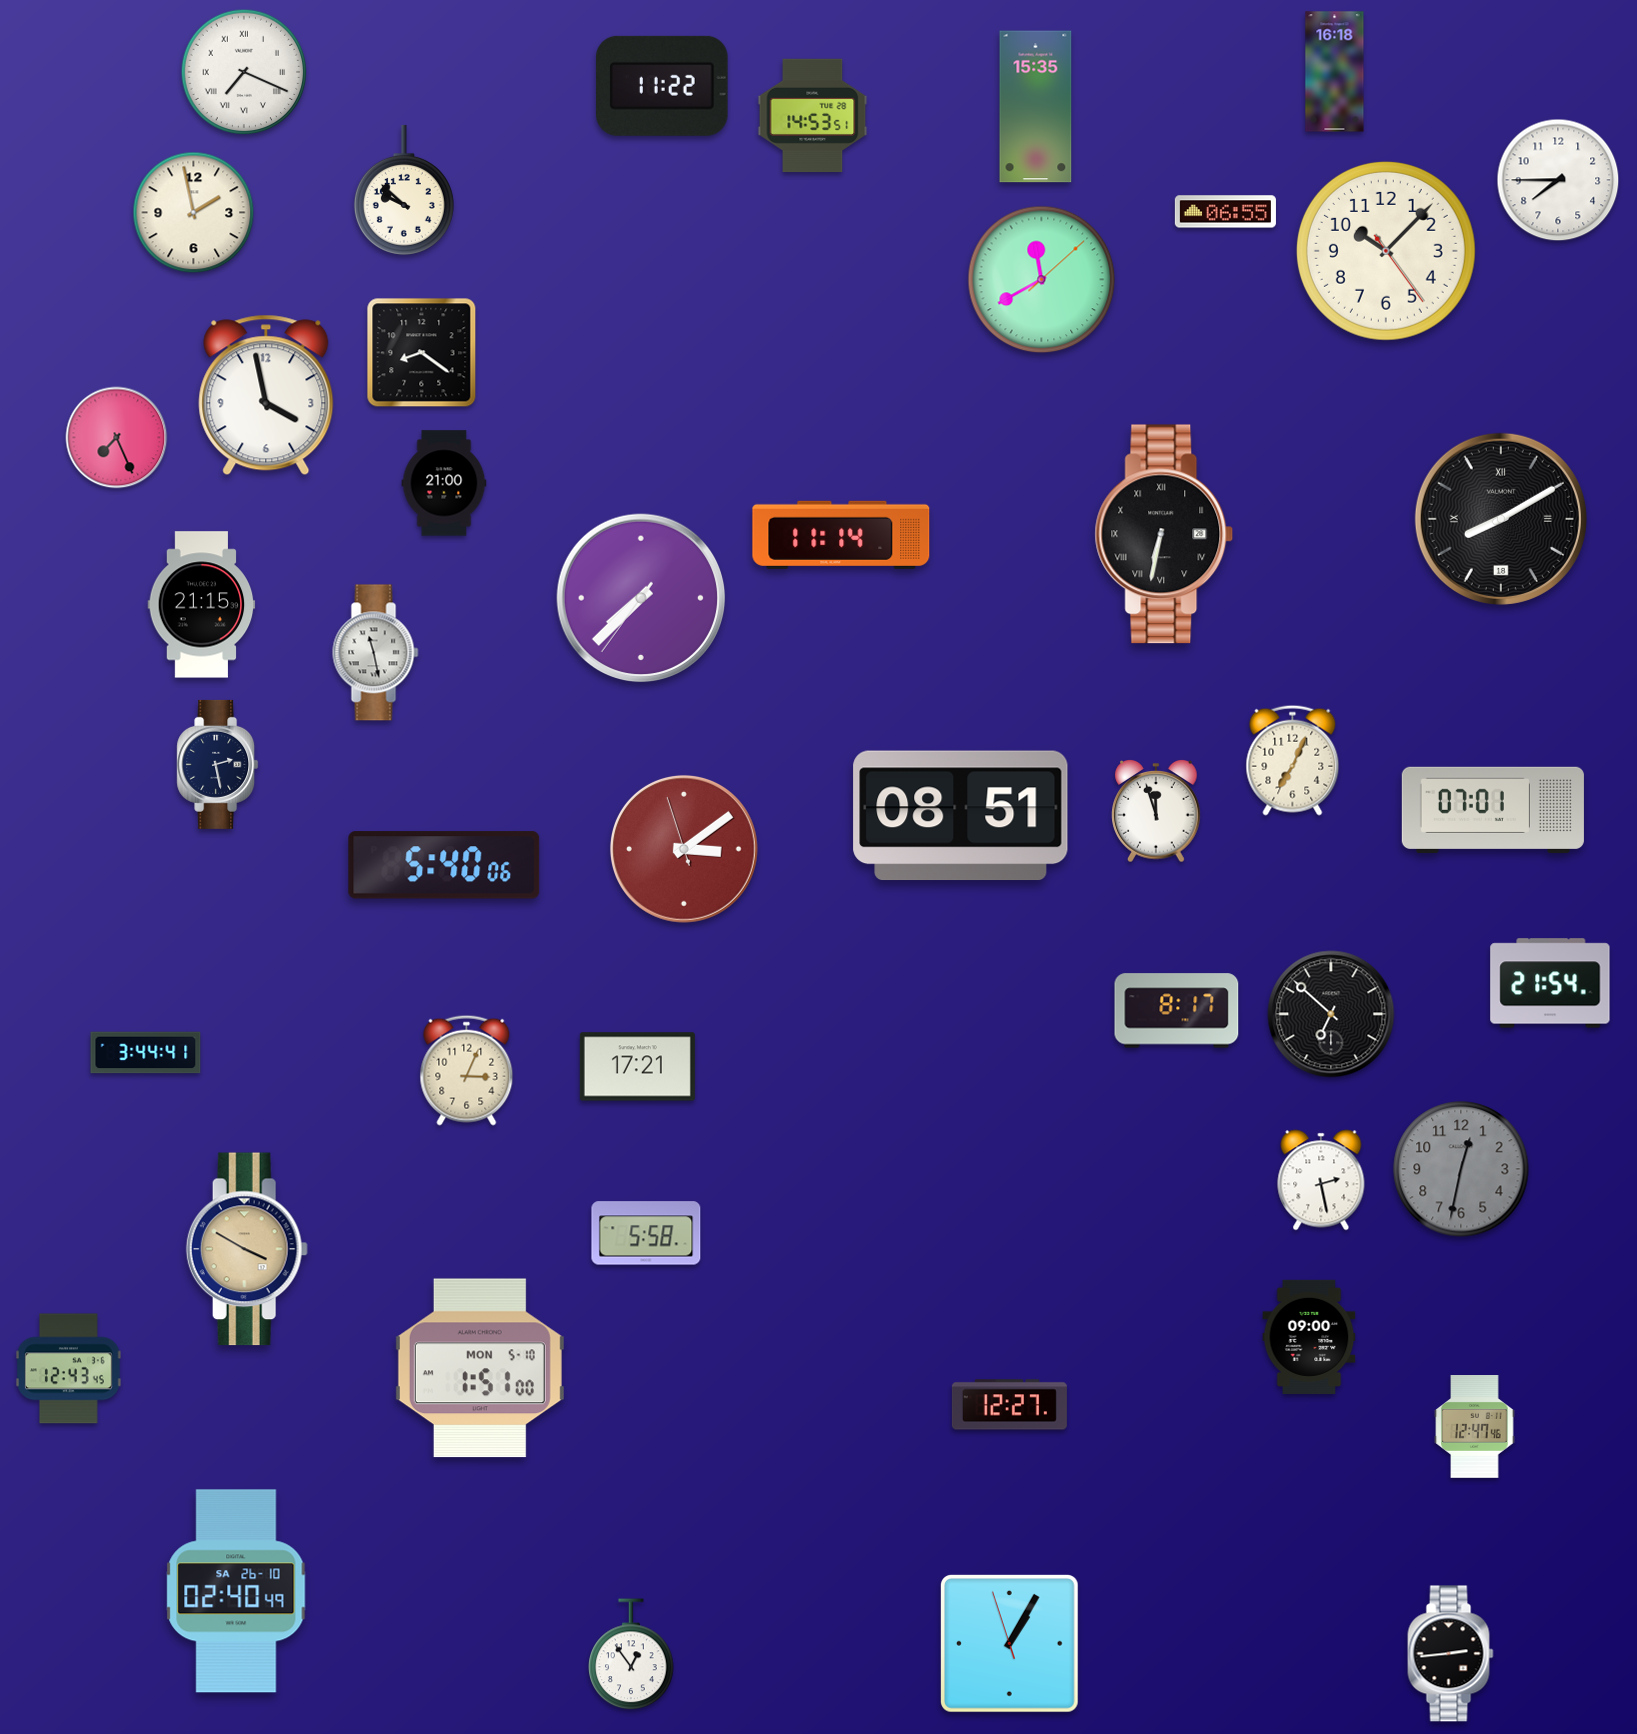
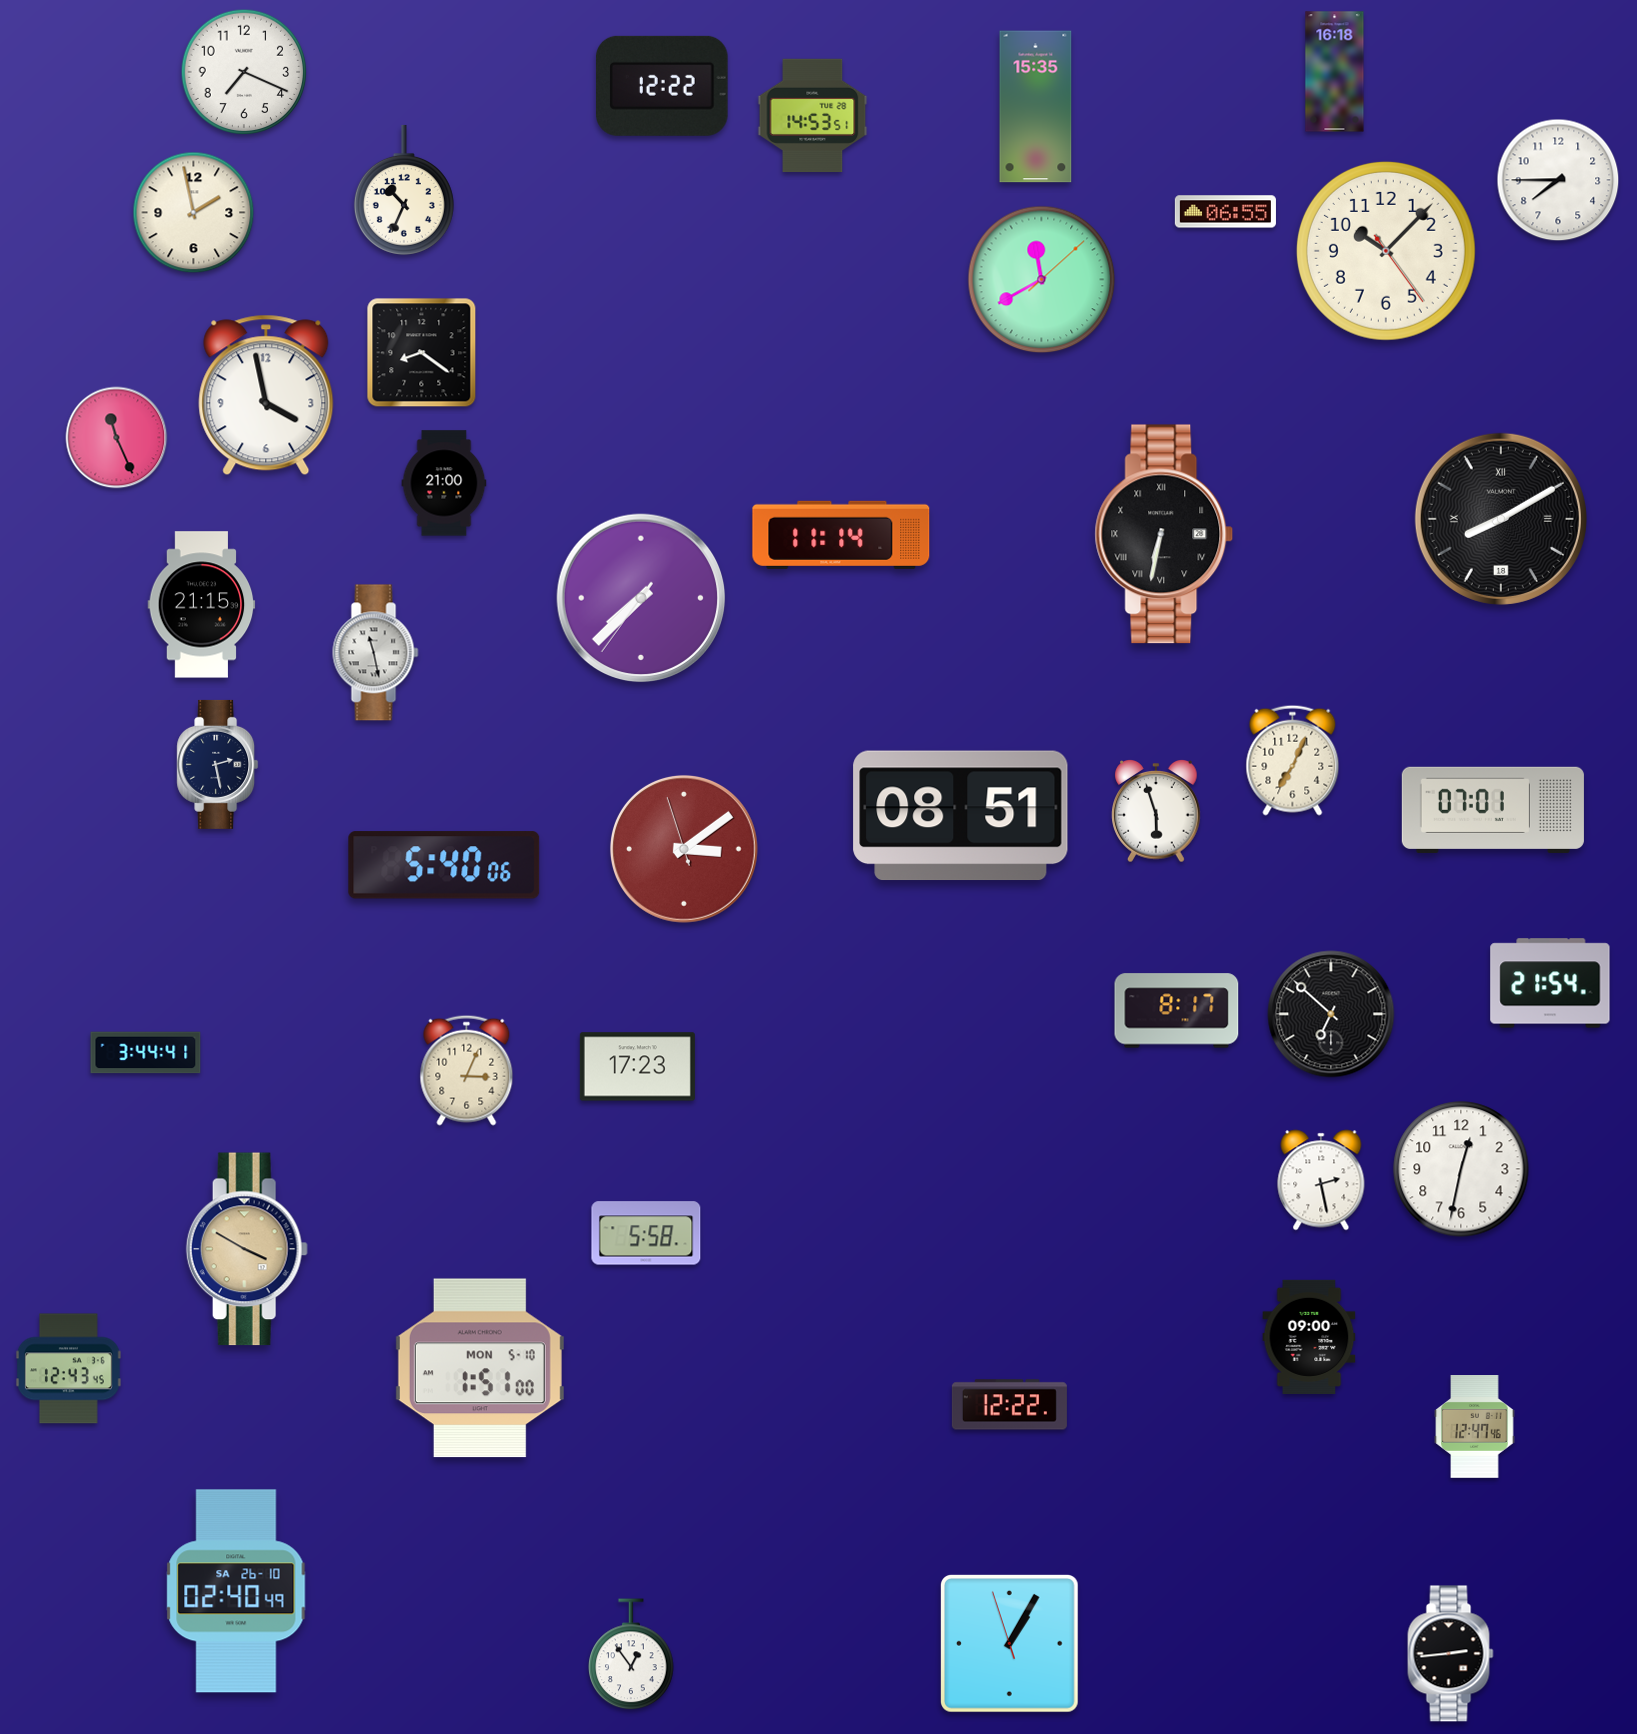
clock at (244, 72) numerals: Roman -> Arabic
clock at (663, 86): 11:22 -> 12:22
clock at (404, 190): 9:52 -> 10:34
clock at (117, 438): 7:26 -> 11:26
clock at (1156, 812): 11:57 -> 5:57
clock at (637, 1067): 17:21 -> 17:23
clock at (1461, 1169) dial: grey -> white
clock at (1009, 1405): 12:27 -> 12:22
